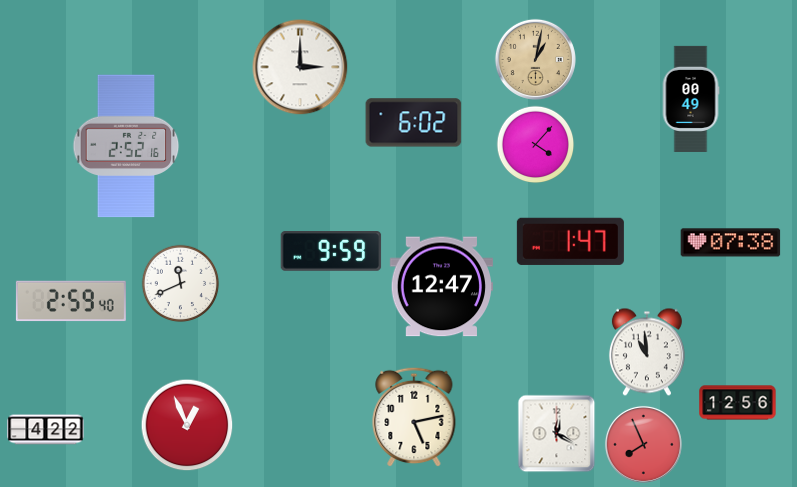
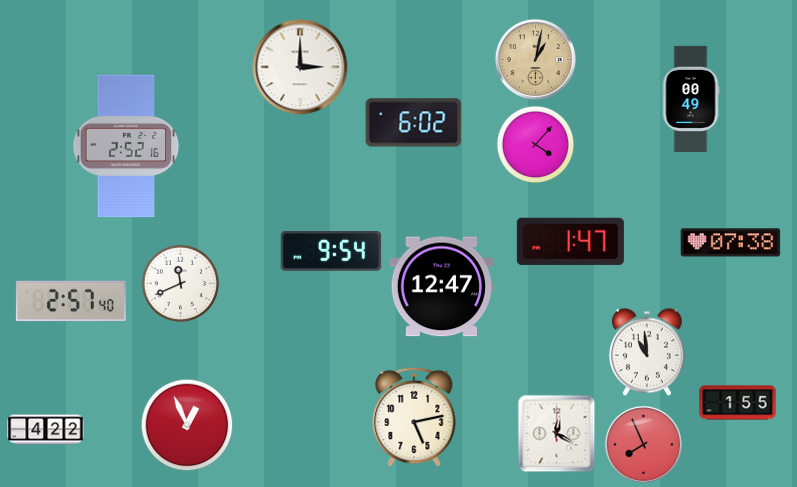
clock at (331, 252): 9:59 -> 9:54
clock at (71, 301): 2:59 -> 2:57
clock at (738, 403): 12:56 -> 1:55
